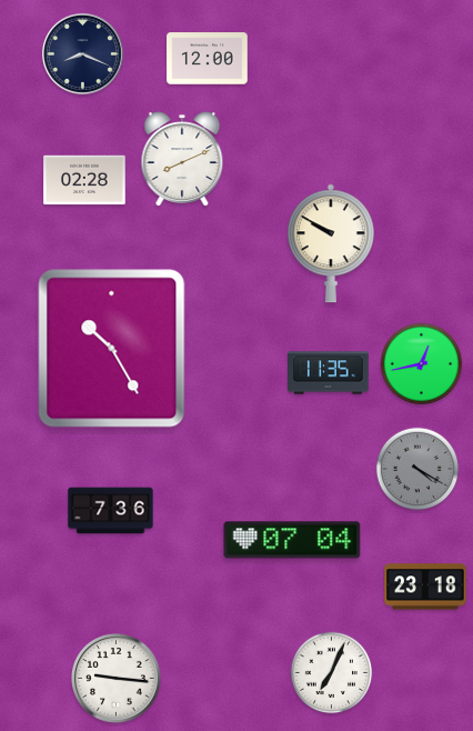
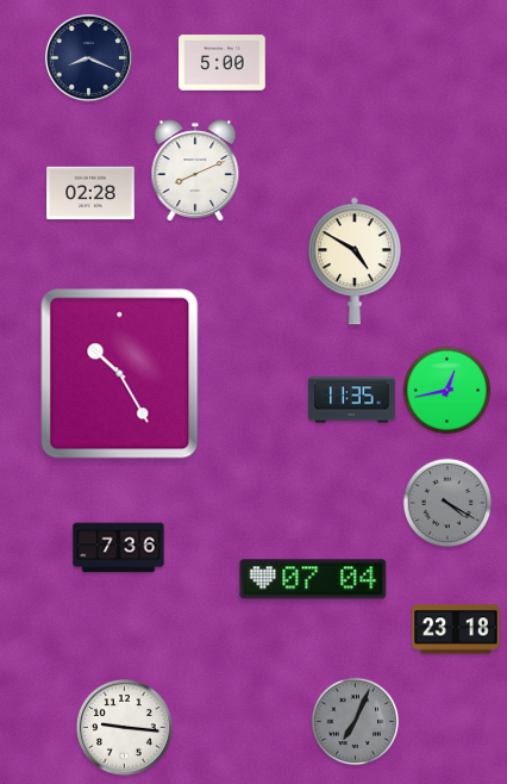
clock at (208, 59): 12:00 -> 5:00
clock at (331, 243): 9:50 -> 4:50
clock at (422, 364) position: (422, 364) -> (447, 391)
clock at (332, 673) dial: white -> grey
